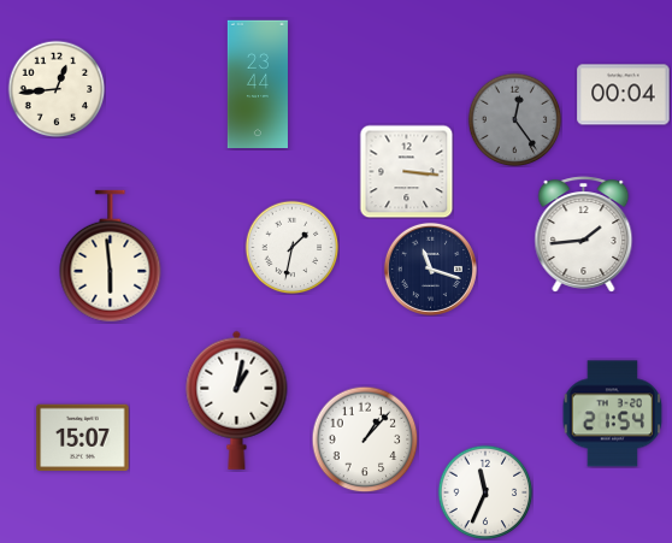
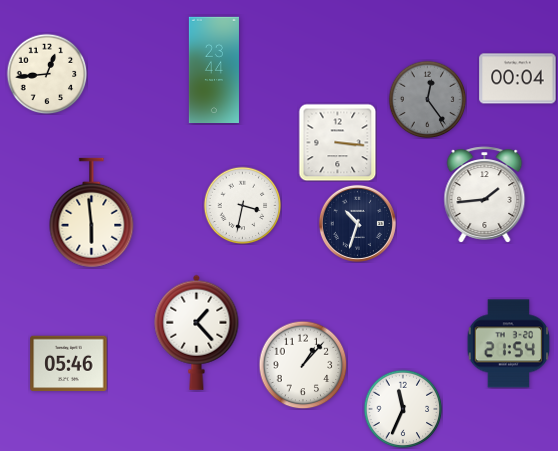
clock at (291, 247): 1:32 -> 3:32
clock at (430, 268): 11:18 -> 10:33
clock at (237, 400): 1:02 -> 1:23
clock at (83, 438): 15:07 -> 05:46
